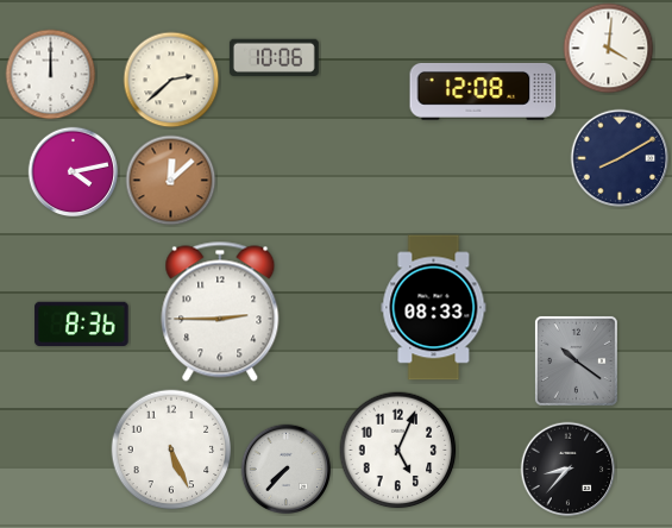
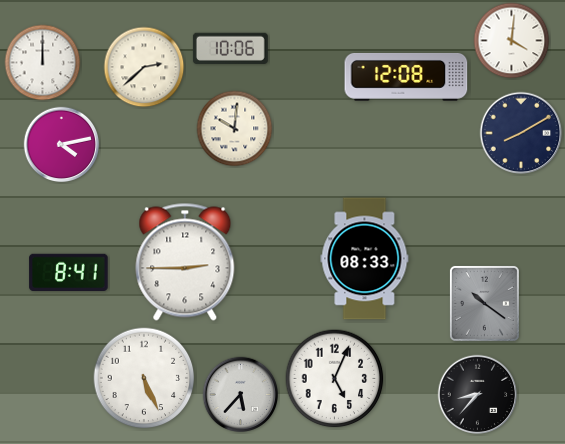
clock at (235, 129): none -> 10:01
clock at (171, 181): 12:08 -> none
clock at (82, 323): 8:36 -> 8:41
clock at (287, 470): 7:37 -> 5:37
